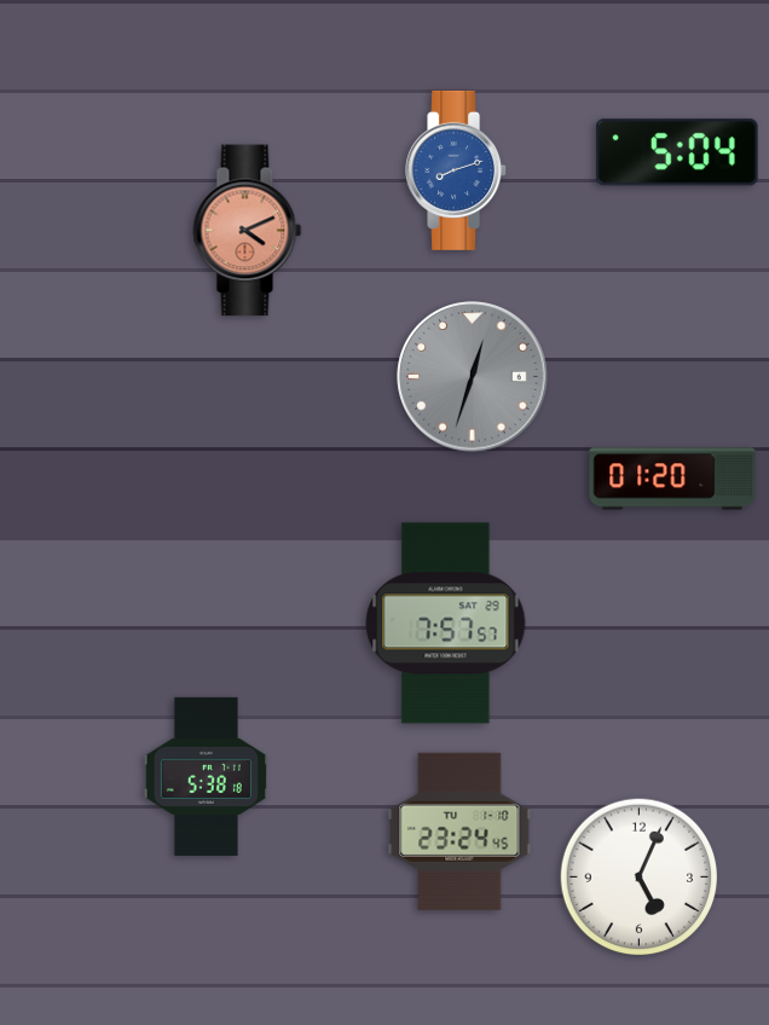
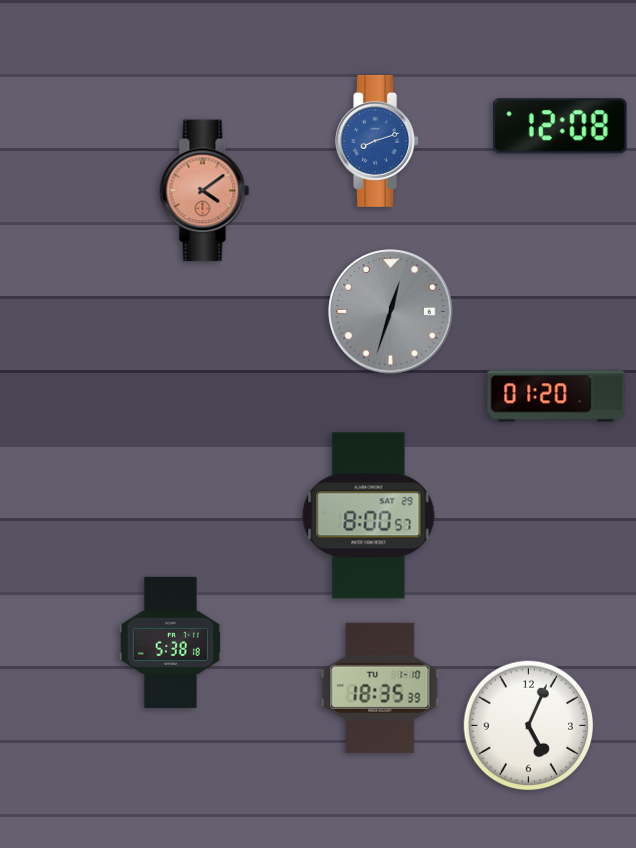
clock at (677, 152): 5:04 -> 12:08
clock at (248, 231): 4:11 -> 4:09
clock at (446, 624): 7:57 -> 8:00
clock at (459, 832): 23:24 -> 18:35
